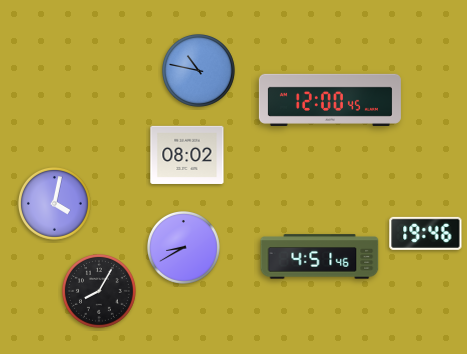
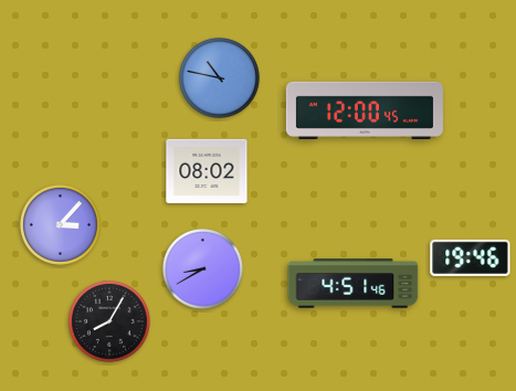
clock at (55, 204): 4:02 -> 3:07
clock at (184, 248) position: (184, 248) -> (203, 270)
